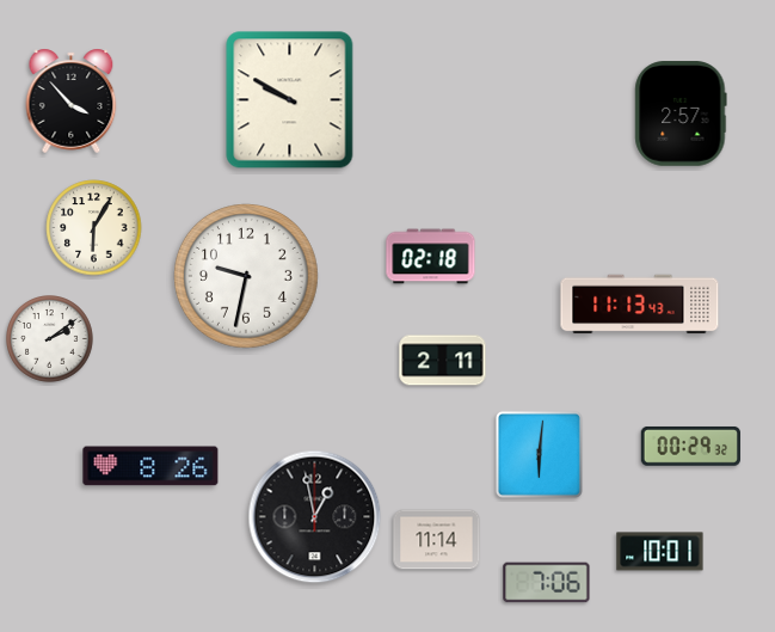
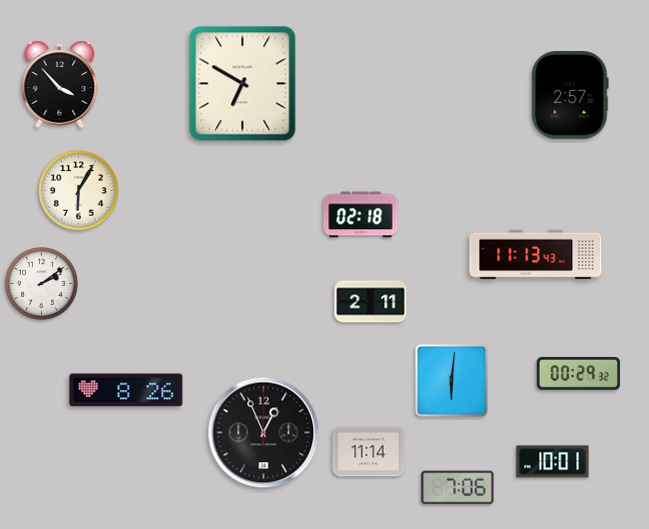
clock at (290, 100): 9:50 -> 6:50
clock at (247, 277): 9:32 -> none
clock at (315, 517): 12:58 -> 12:56
clock at (437, 540) position: (437, 540) -> (369, 452)
